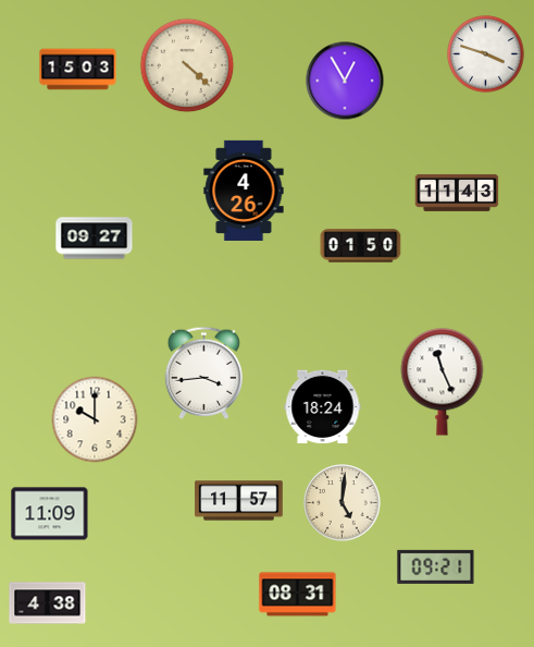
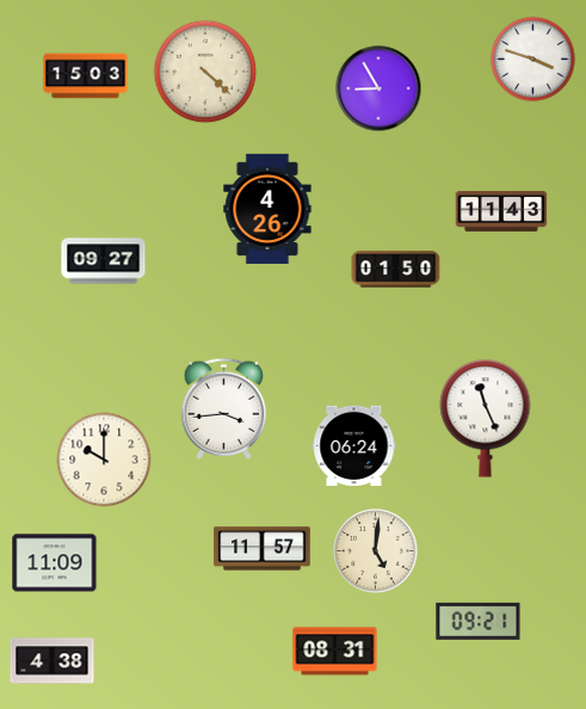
clock at (345, 81): 12:55 -> 8:55
clock at (323, 407): 18:24 -> 06:24
clock at (298, 595) position: (298, 595) -> (335, 652)
